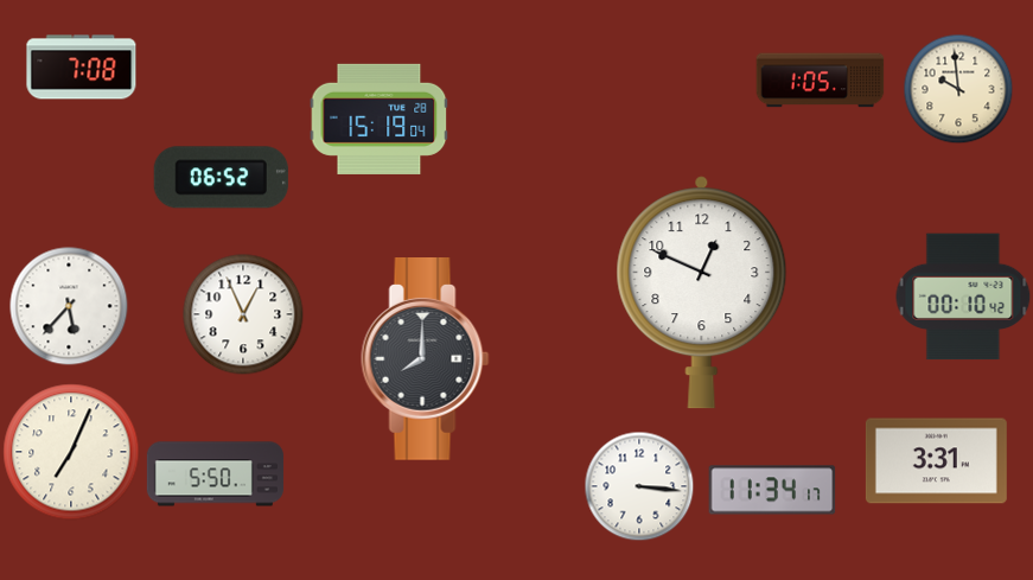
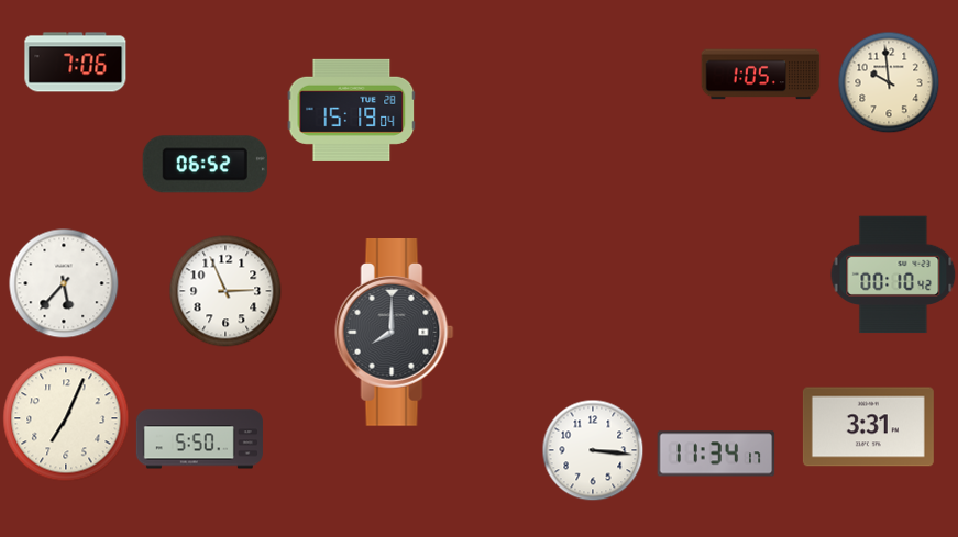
clock at (82, 68): 7:08 -> 7:06
clock at (702, 293): 12:49 -> none
clock at (243, 314): 12:56 -> 2:56
